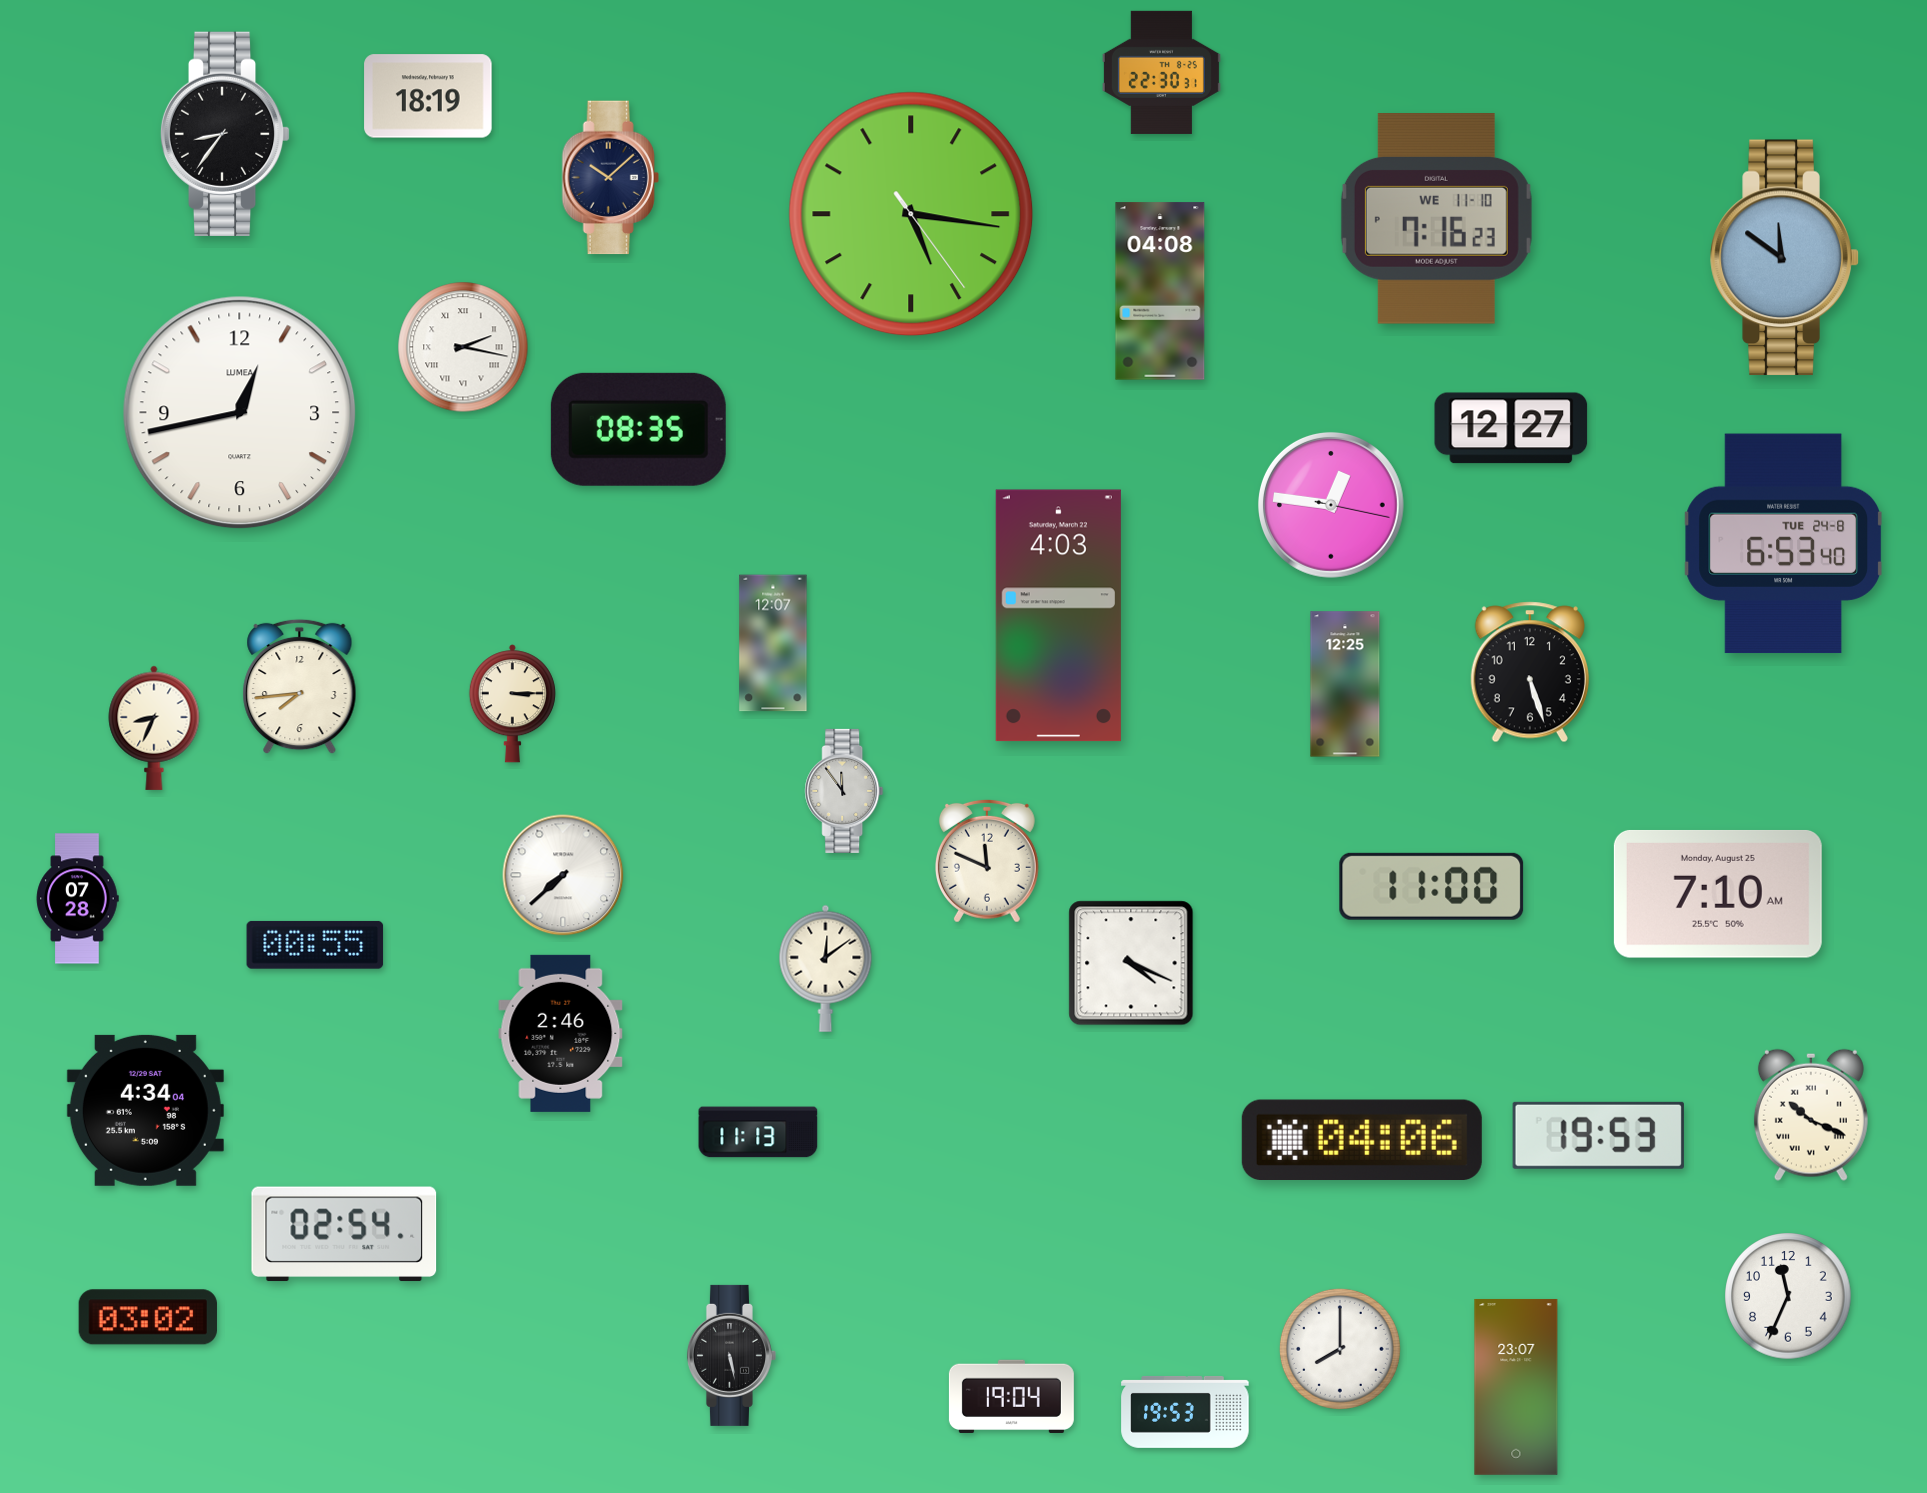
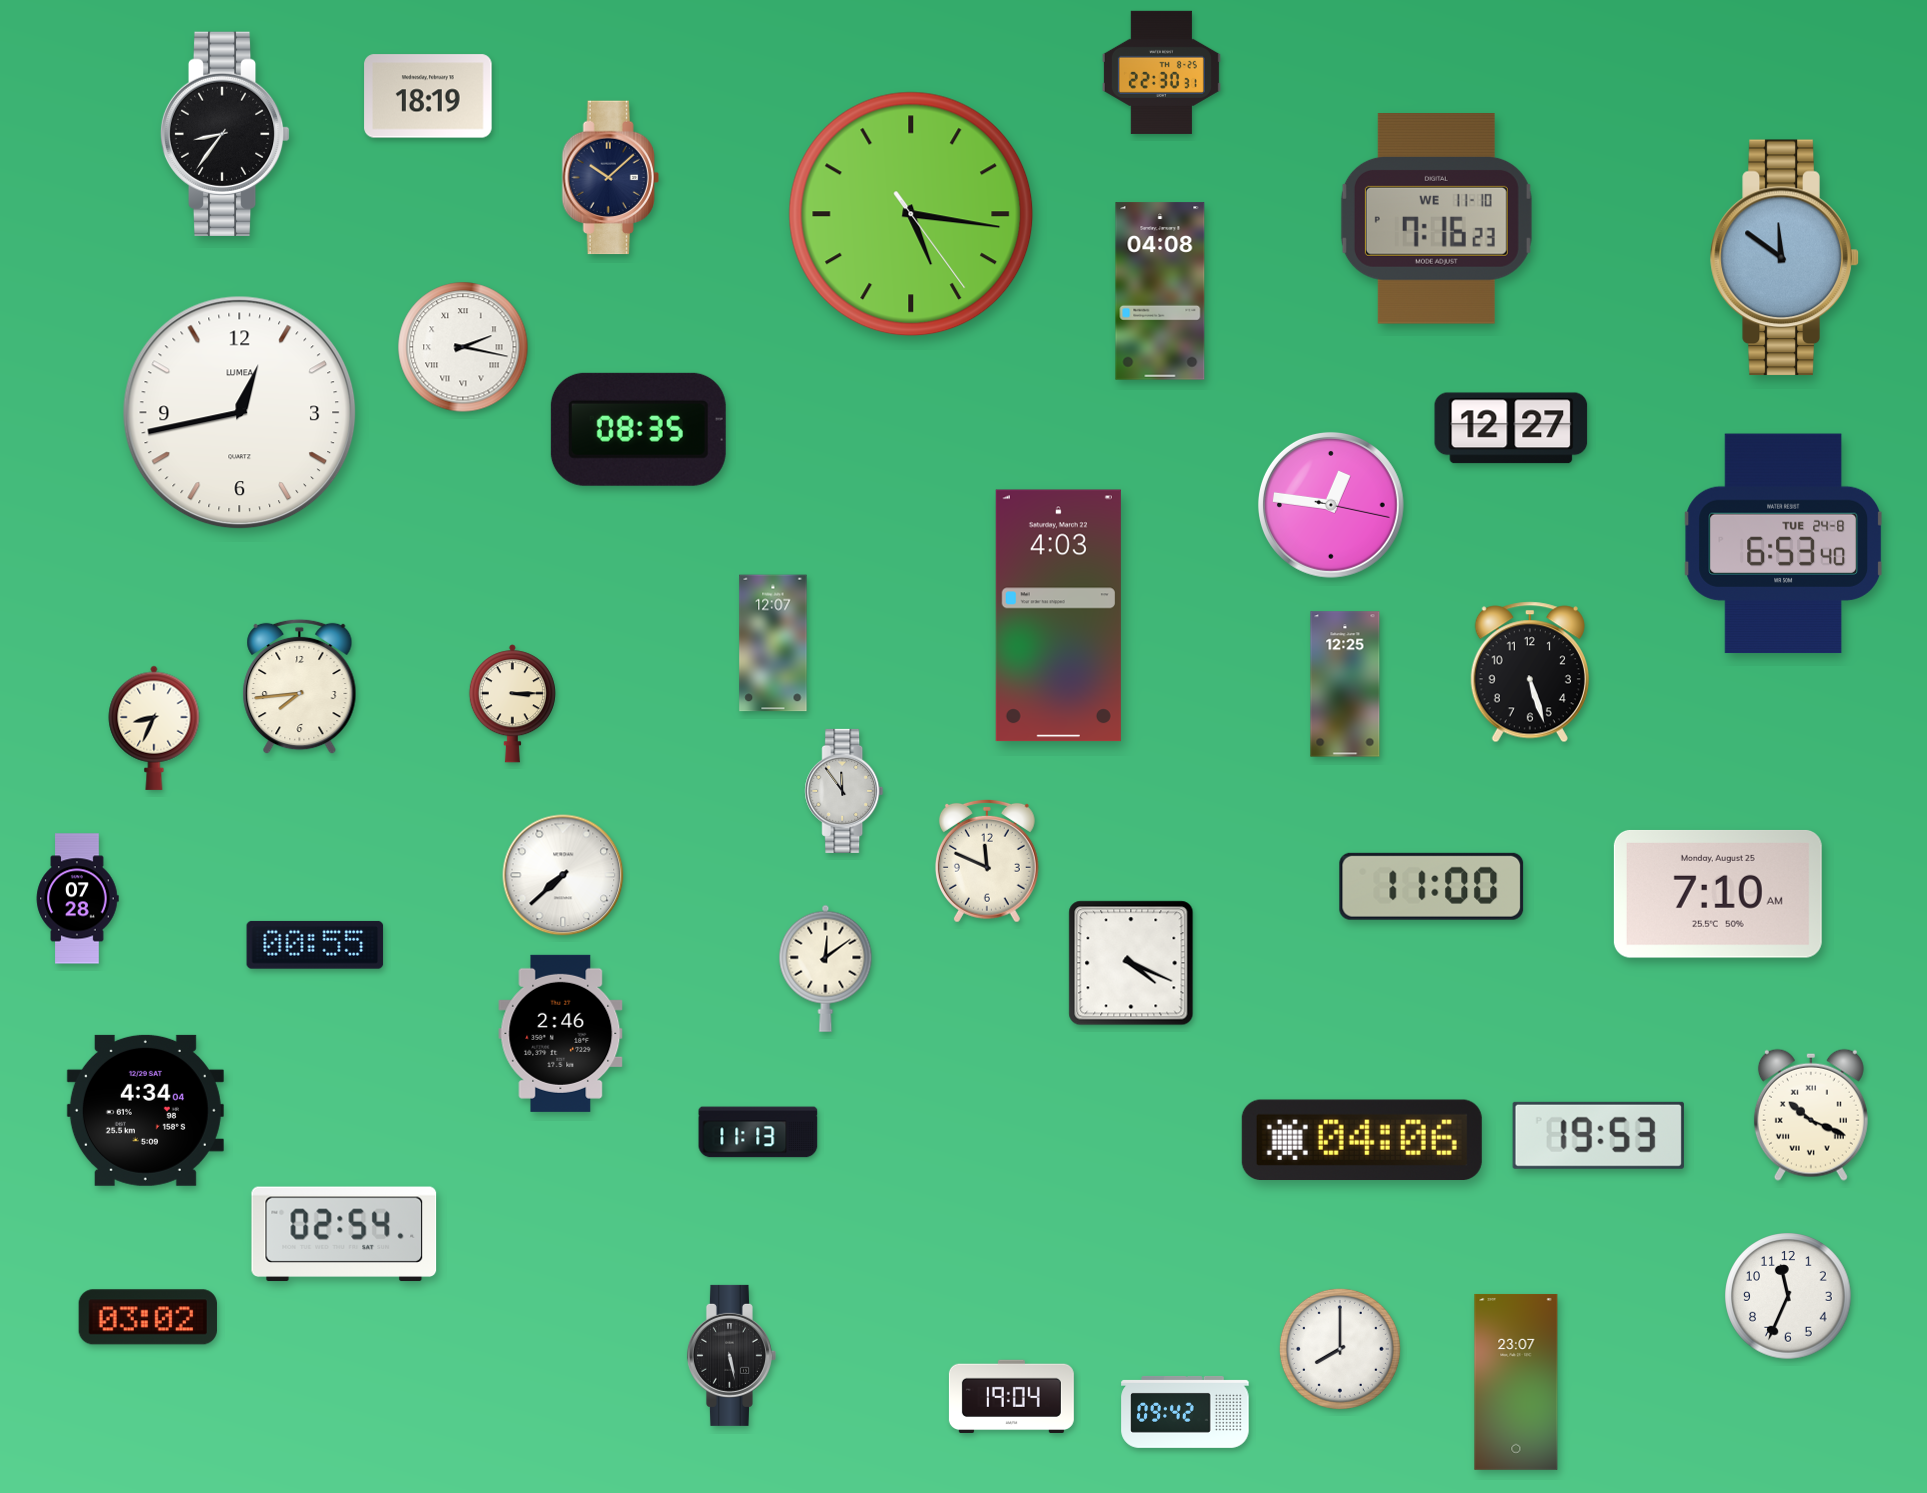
clock at (1516, 1387) position: (1516, 1387) -> (1516, 1382)
clock at (1185, 1412): 19:53 -> 09:42
